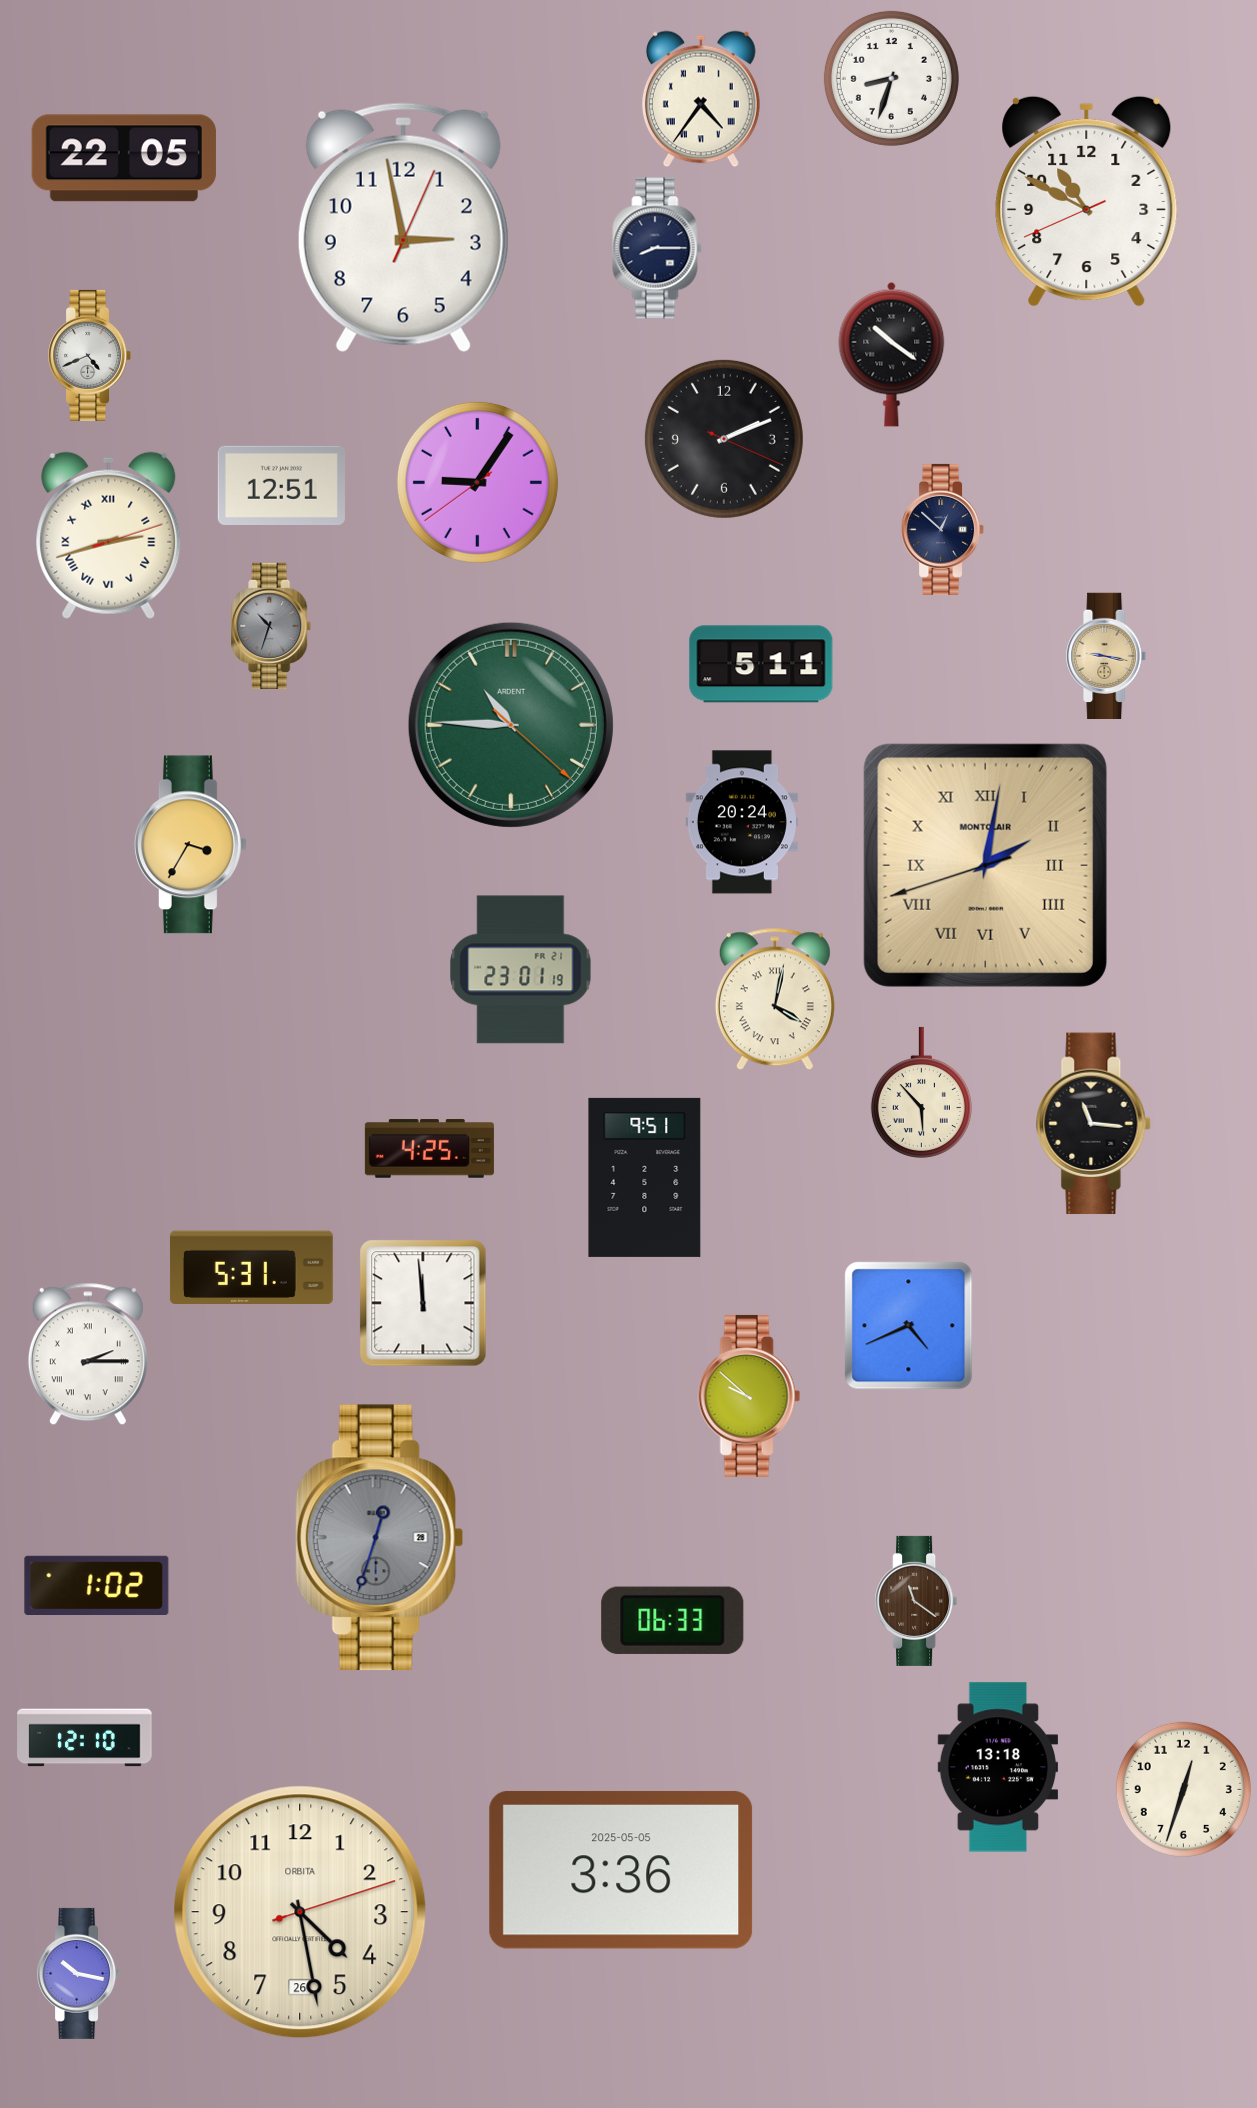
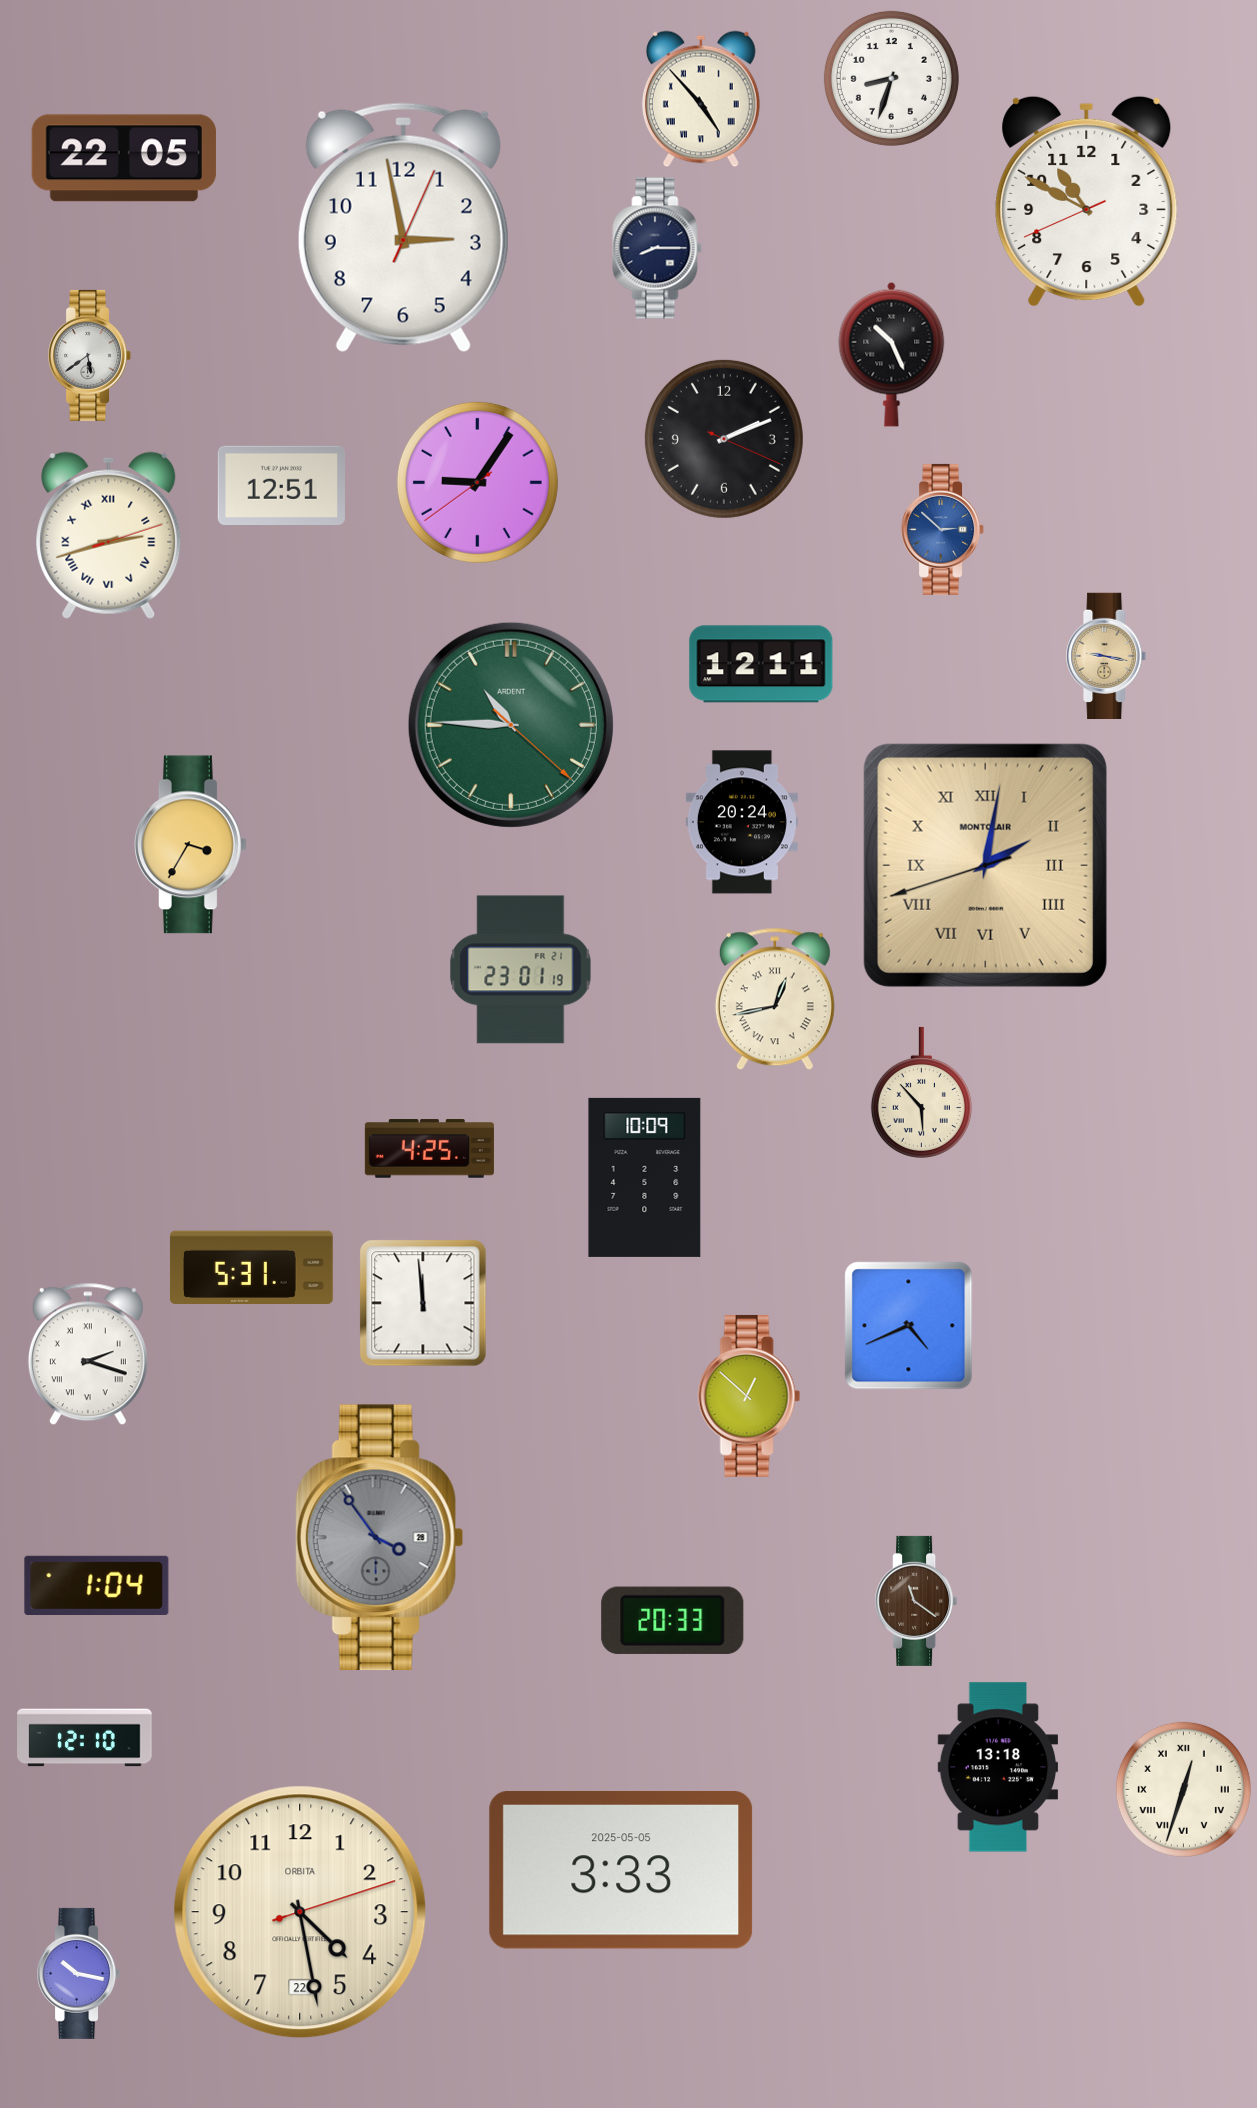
clock at (701, 99): 4:36 -> 4:53
clock at (892, 354): 10:21 -> 10:26
clock at (90, 355): 4:41 -> 5:39
clock at (943, 529): 12:52 -> 2:52
clock at (943, 529) dial: navy -> blue
clock at (272, 625): 10:33 -> none
clock at (761, 664): 5:11 -> 12:11
clock at (775, 999): 4:02 -> 12:43
clock at (1094, 1124): 11:16 -> none
clock at (645, 1177): 9:51 -> 10:09
clock at (88, 1354): 2:15 -> 2:18
clock at (749, 1396): 9:52 -> 12:52
clock at (379, 1538): 12:33 -> 3:54
clock at (97, 1585): 1:02 -> 1:04
clock at (673, 1620): 06:33 -> 20:33
clock at (1183, 1789) numerals: Arabic -> Roman
clock at (621, 1870): 3:36 -> 3:33
clock at (300, 1912) date: 26 -> 22
